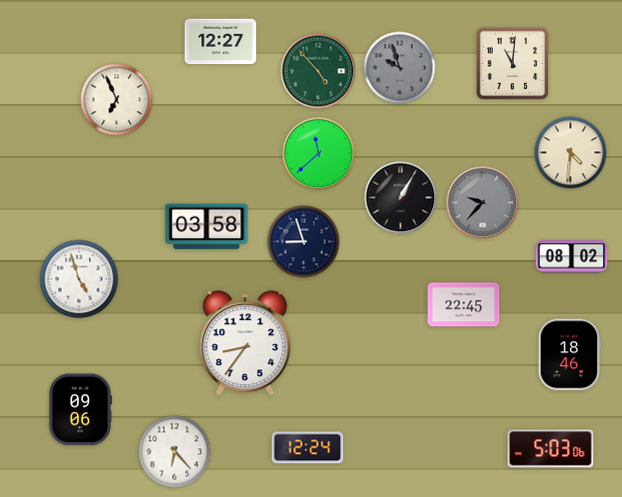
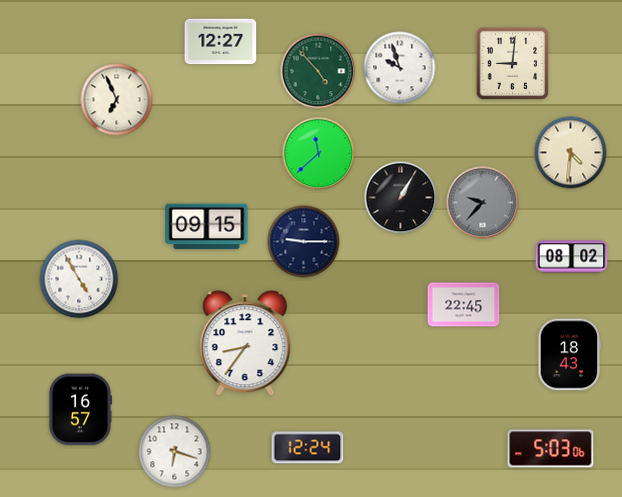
clock at (513, 64): 11:01 -> 9:01
clock at (400, 68) dial: grey -> white
clock at (207, 227): 03:58 -> 09:15
clock at (304, 242): 8:57 -> 9:15
clock at (79, 279): 4:57 -> 4:55
clock at (570, 355): 18:46 -> 18:43
clock at (80, 410): 09:06 -> 16:57
clock at (175, 452): 6:23 -> 6:18
